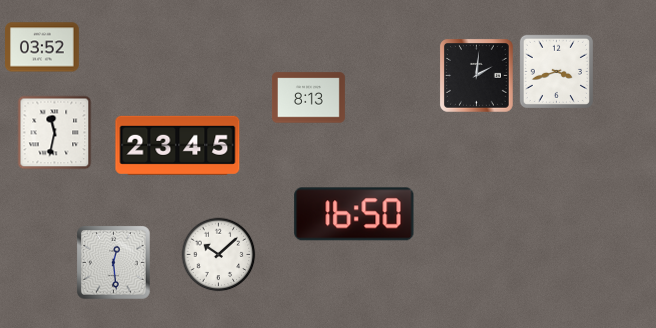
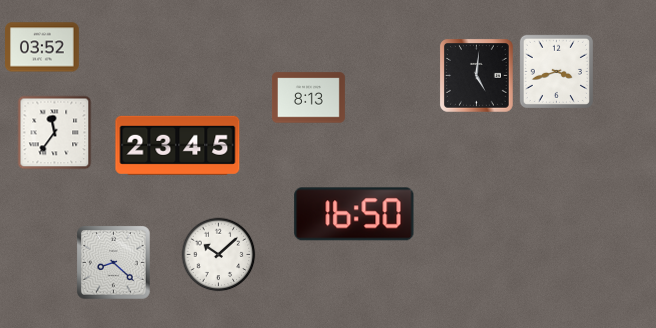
clock at (477, 76): 2:01 -> 5:01
clock at (55, 133): 11:32 -> 11:36
clock at (114, 263): 12:29 -> 8:22
